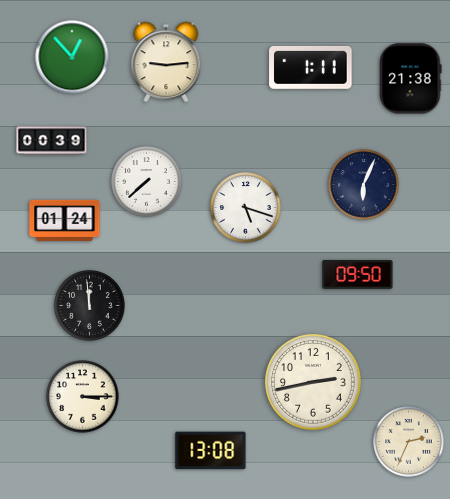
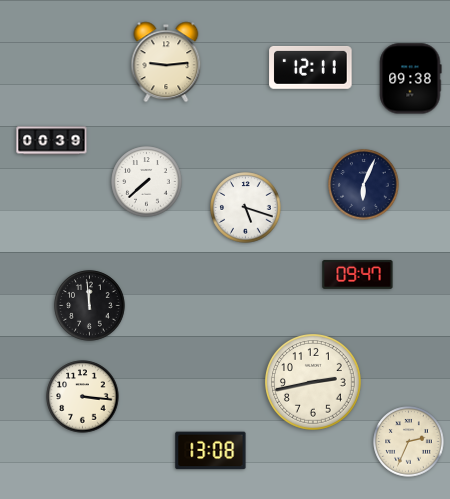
clock at (72, 57): 12:53 -> none
clock at (311, 67): 1:11 -> 12:11
clock at (411, 79): 21:38 -> 09:38
clock at (65, 220): 01:24 -> none
clock at (358, 274): 09:50 -> 09:47
clock at (83, 397): 3:15 -> 3:16
